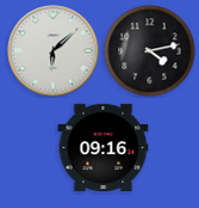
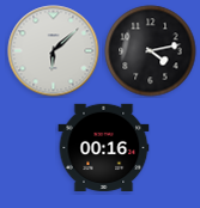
clock at (104, 147): 09:16 -> 00:16
